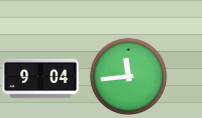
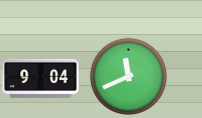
clock at (128, 76): 11:44 -> 11:41
